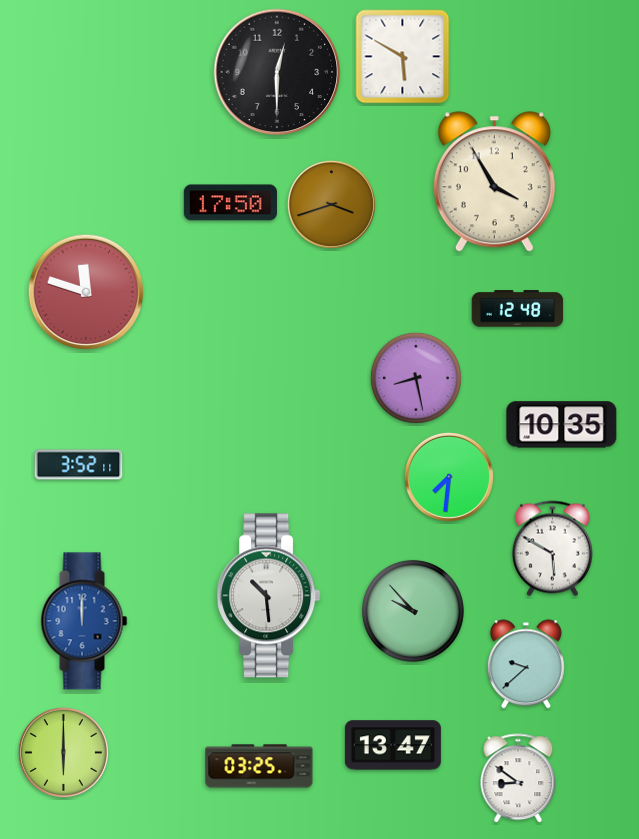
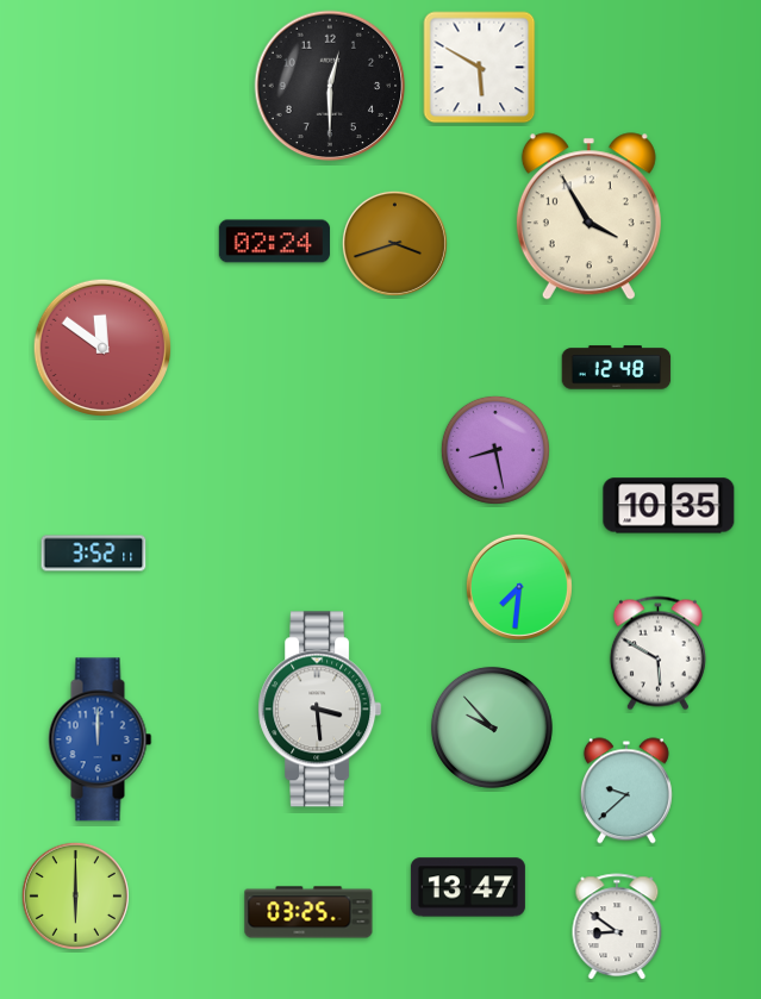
clock at (230, 203): 17:50 -> 02:24
clock at (86, 292): 11:48 -> 11:51
clock at (449, 477) position: (449, 477) -> (519, 587)
clock at (269, 596): 10:29 -> 3:29
